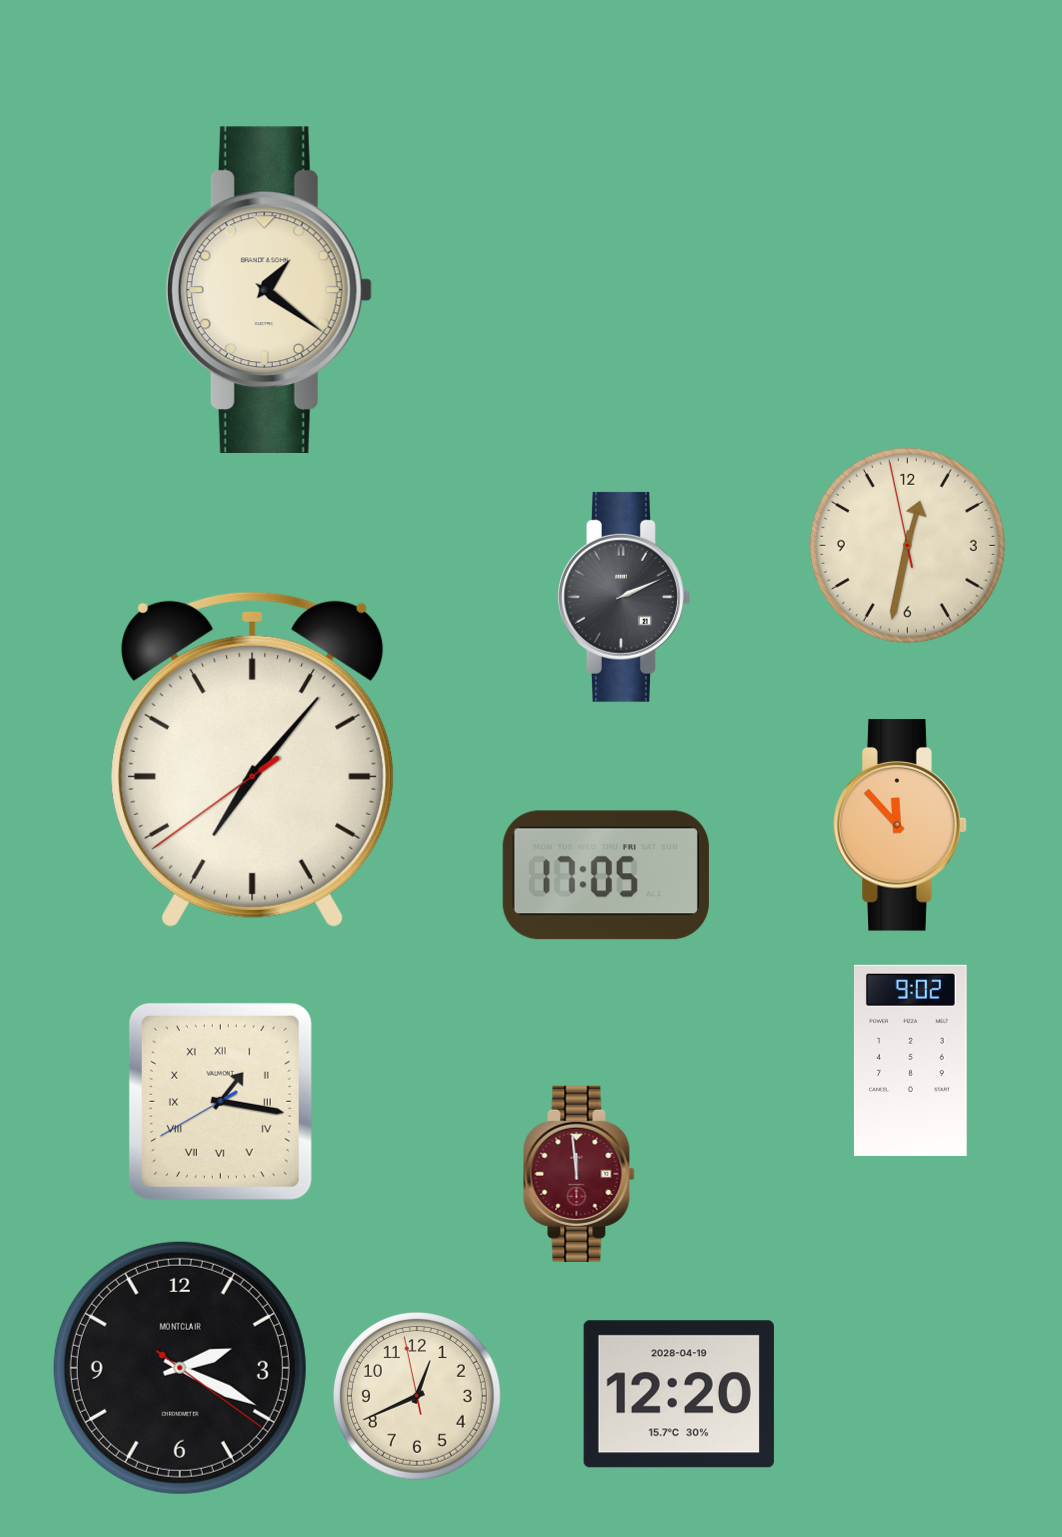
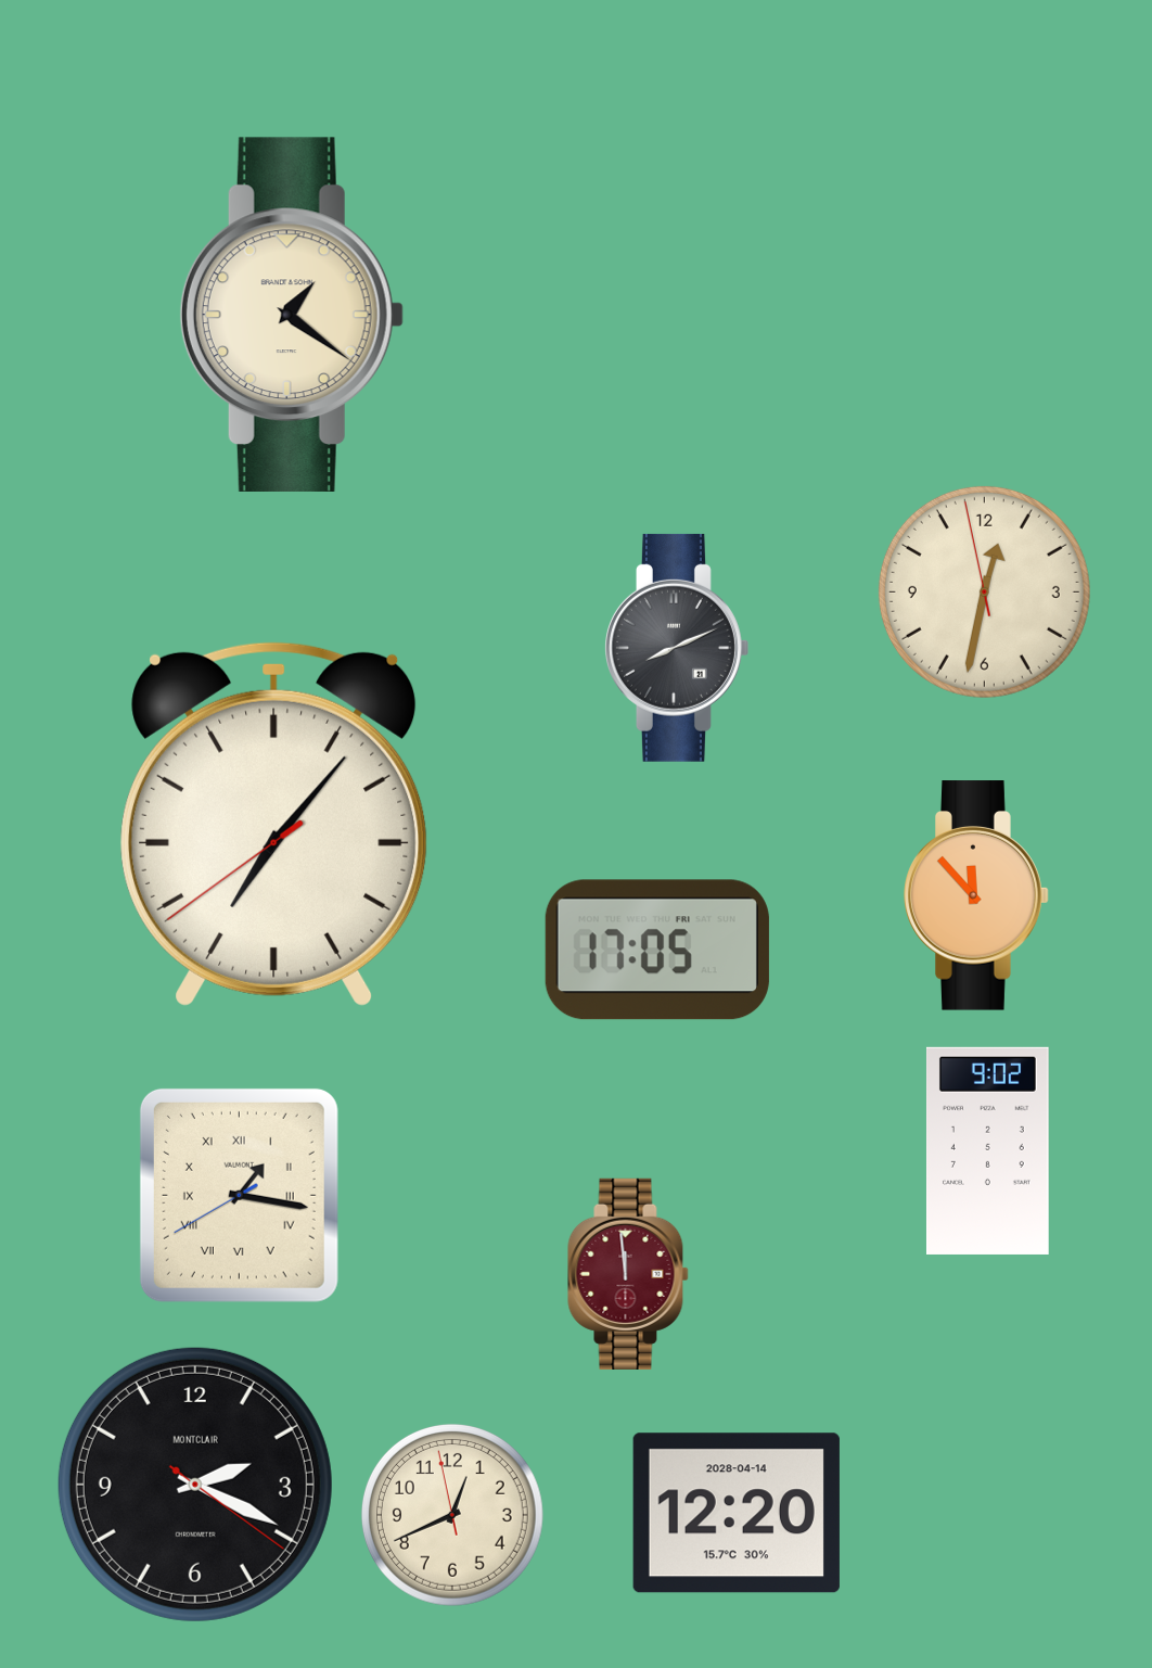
clock at (624, 597): 2:11 -> 8:11
clock at (679, 1394) date: 2028-04-19 -> 2028-04-14
